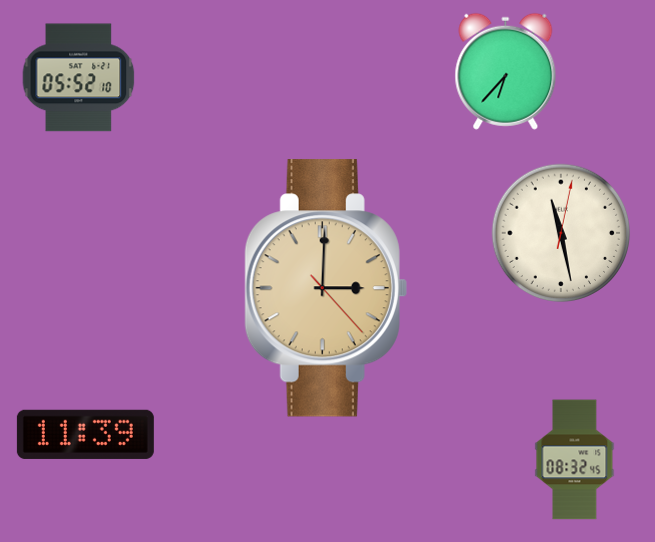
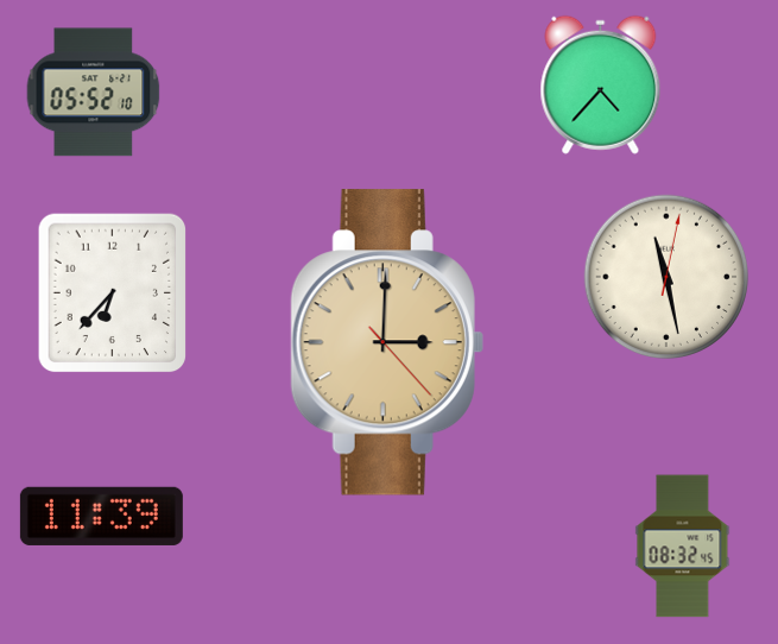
clock at (506, 71): 6:37 -> 4:37
clock at (113, 293): none -> 6:37
